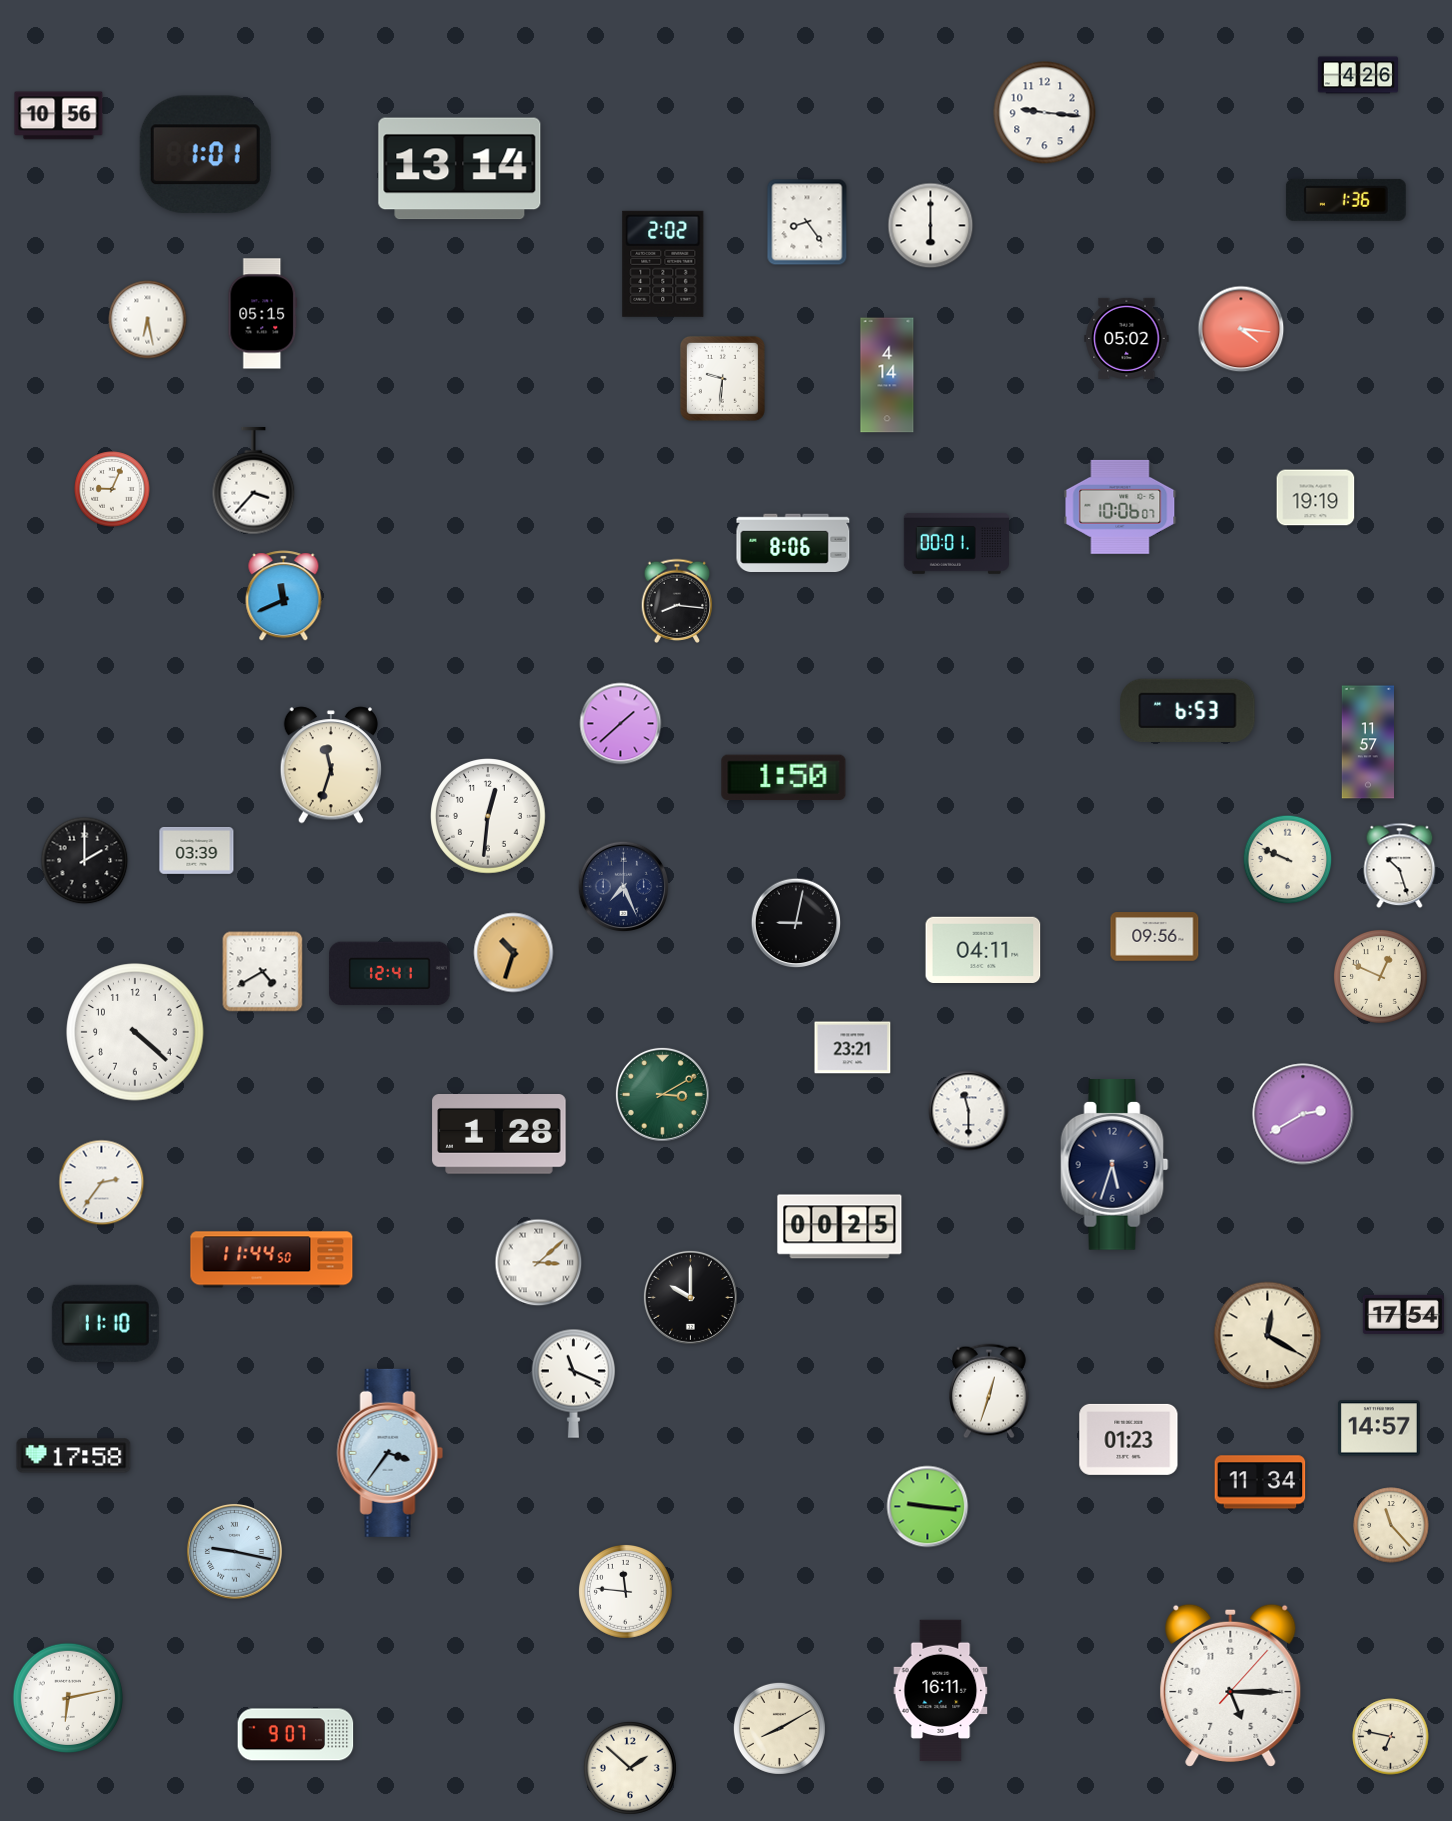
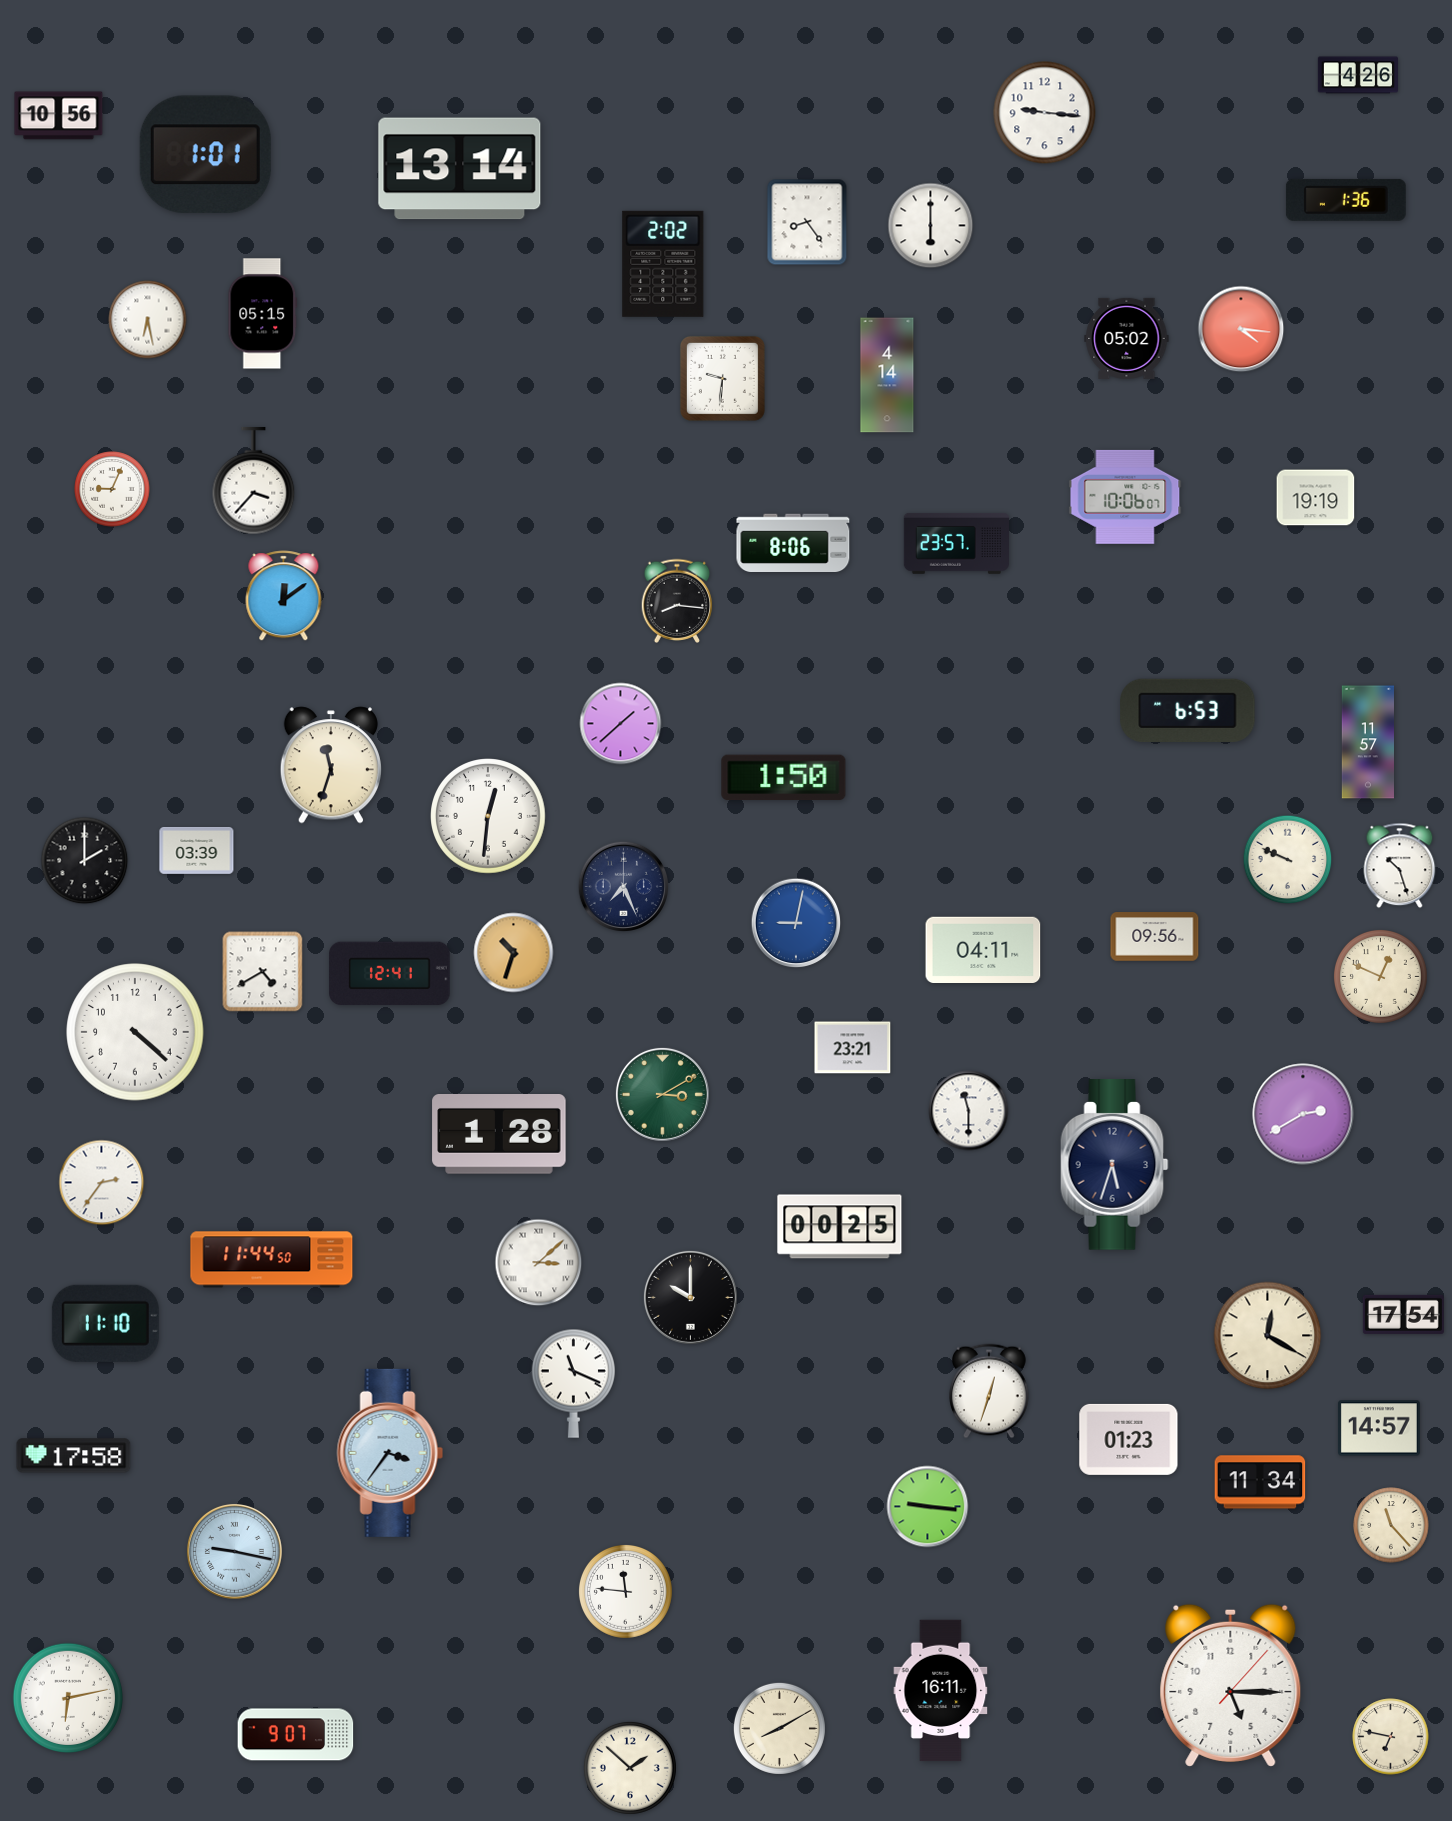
clock at (1120, 507) position: (1120, 507) -> (1125, 497)
clock at (956, 543): 00:01 -> 23:57
clock at (284, 596): 11:41 -> 12:09
clock at (796, 923) dial: black -> blue
